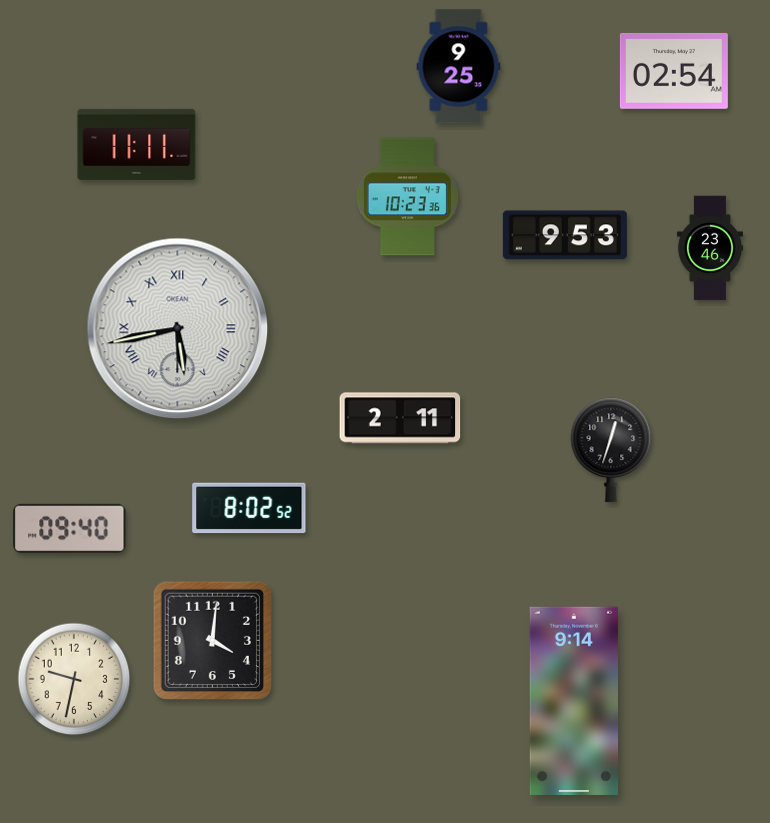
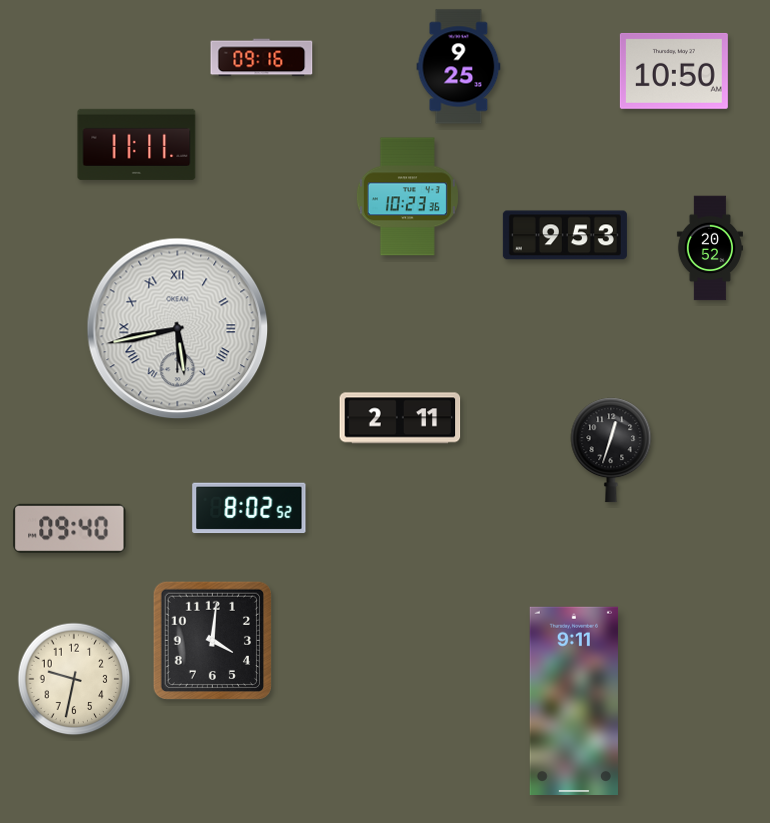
clock at (262, 58): none -> 09:16
clock at (674, 71): 02:54 -> 10:50
clock at (710, 248): 23:46 -> 20:52
clock at (573, 700): 9:14 -> 9:11
